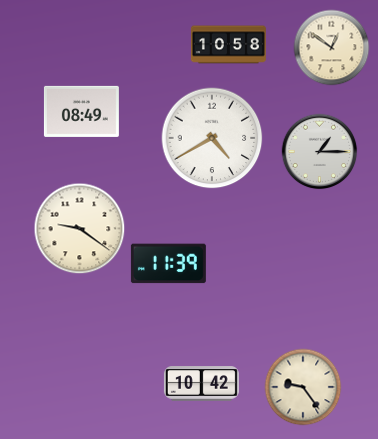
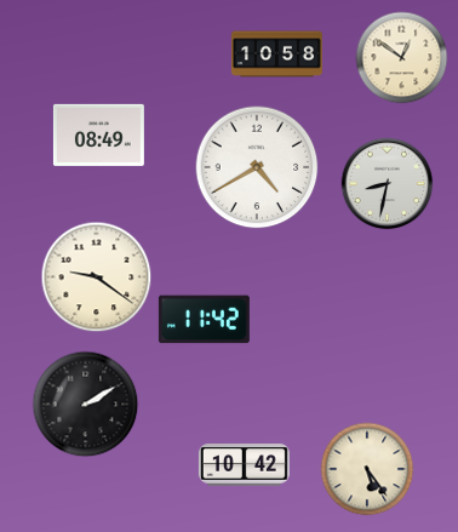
clock at (320, 152): 1:15 -> 8:32
clock at (168, 264): 11:39 -> 11:42
clock at (86, 405): none -> 2:10
clock at (303, 387): 9:24 -> 5:24
